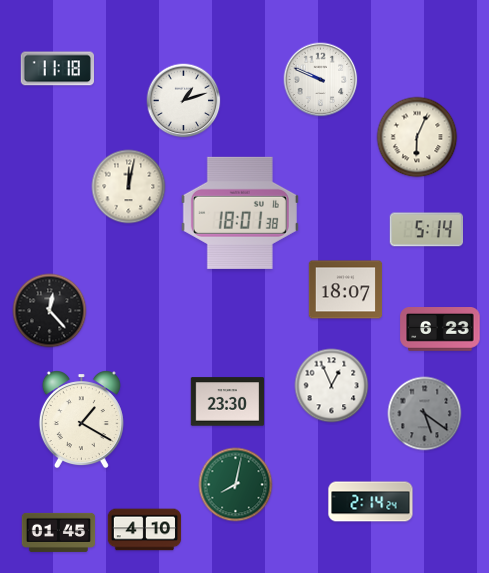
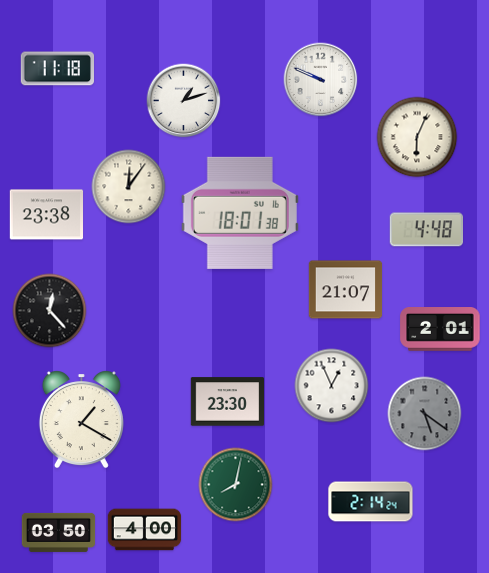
clock at (129, 187): 12:02 -> 12:06
clock at (47, 215): none -> 23:38
clock at (426, 230): 5:14 -> 4:48
clock at (346, 290): 18:07 -> 21:07
clock at (440, 330): 6:23 -> 2:01
clock at (145, 530): 4:10 -> 4:00
clock at (59, 532): 01:45 -> 03:50
